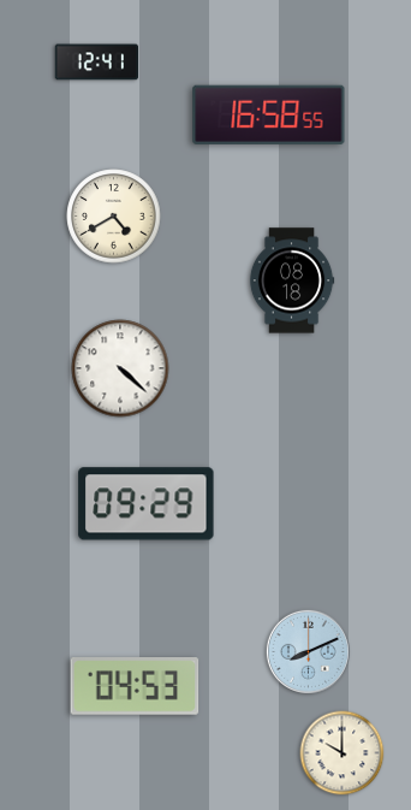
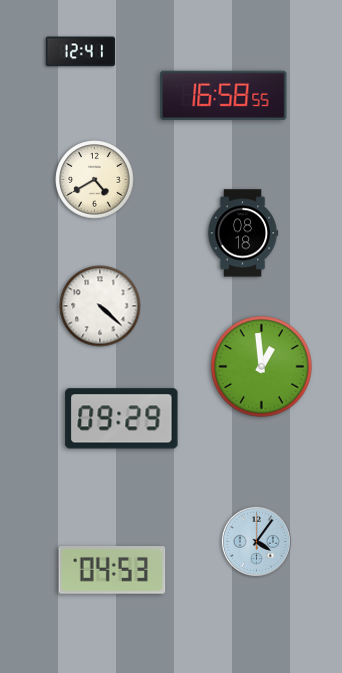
clock at (262, 367): none -> 12:59
clock at (308, 651): 8:11 -> 4:06
clock at (342, 753): 10:00 -> none
